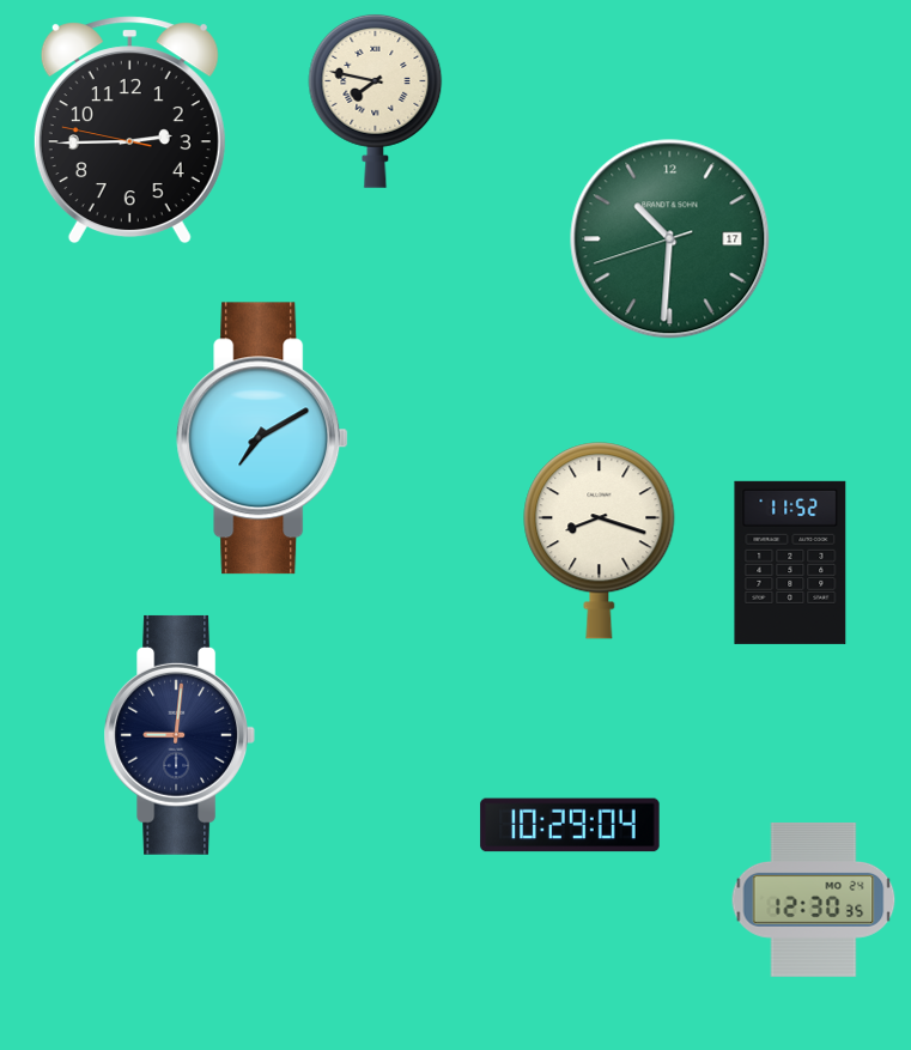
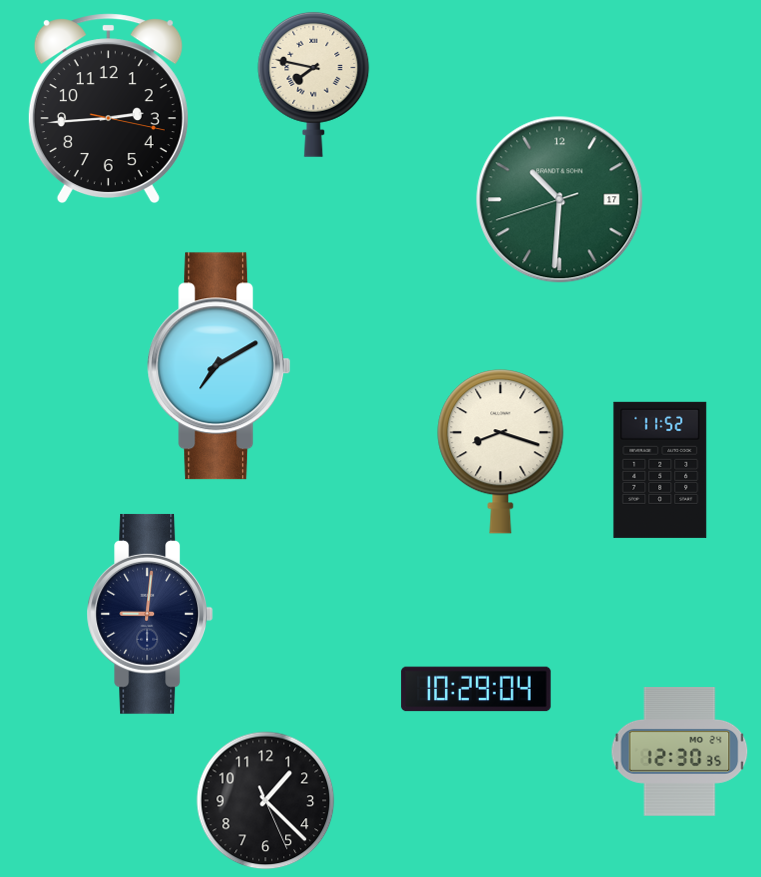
clock at (129, 129): 2:44:47 -> 2:44:17
clock at (266, 801): none -> 1:22
